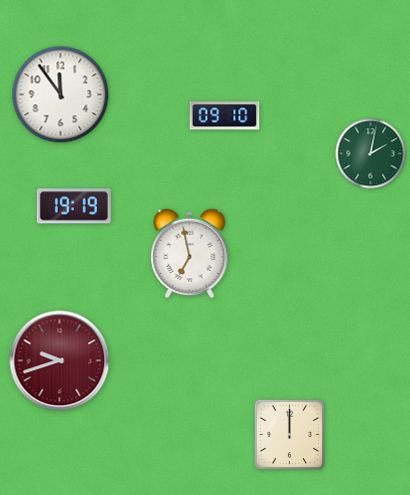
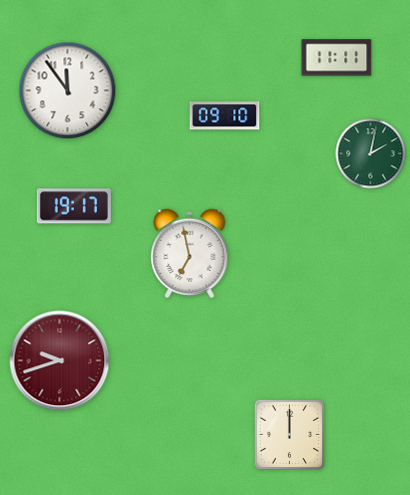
clock at (337, 58): none -> 11:11
clock at (61, 95) position: (61, 95) -> (68, 91)
clock at (74, 206): 19:19 -> 19:17
